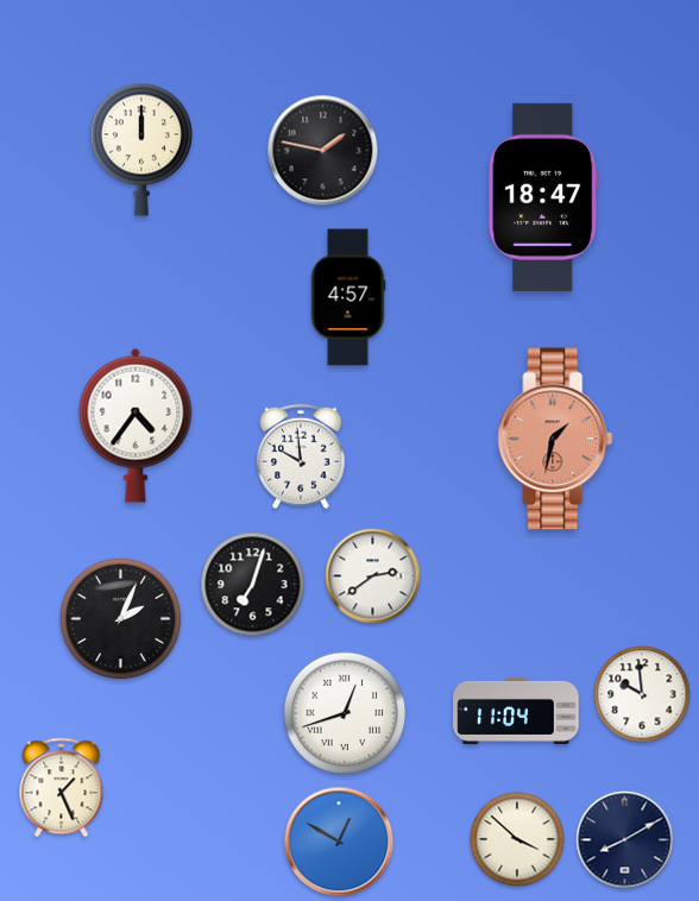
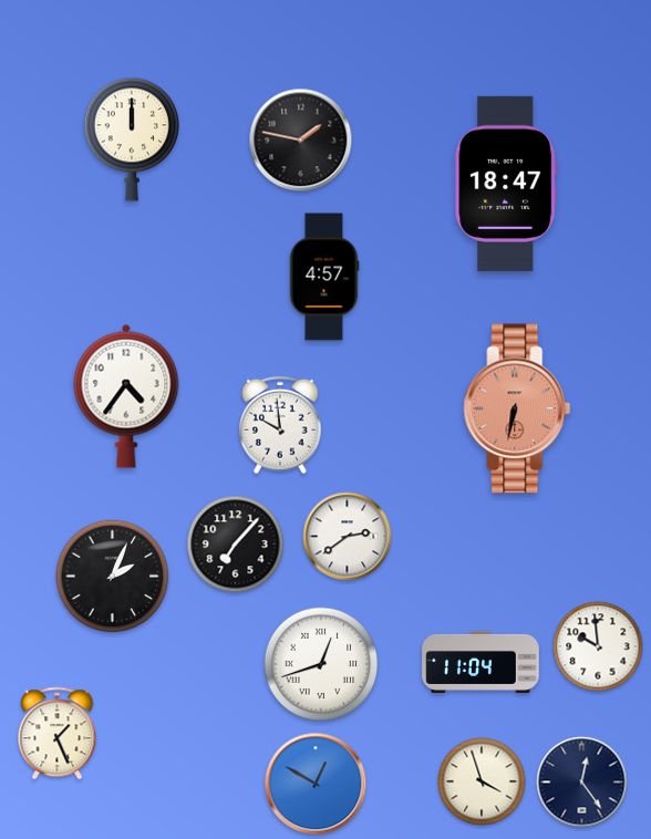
clock at (555, 439): 1:32 -> 6:32
clock at (253, 585): 7:03 -> 7:07
clock at (517, 839): 3:52 -> 3:57
clock at (625, 840): 8:10 -> 12:24
